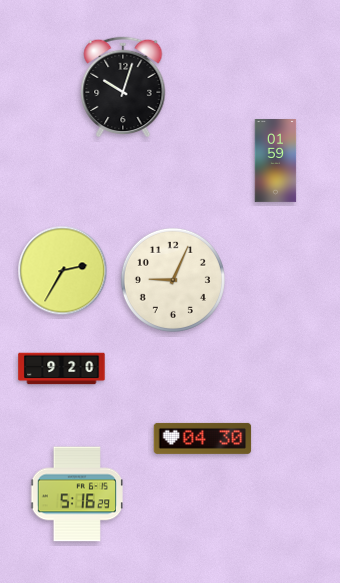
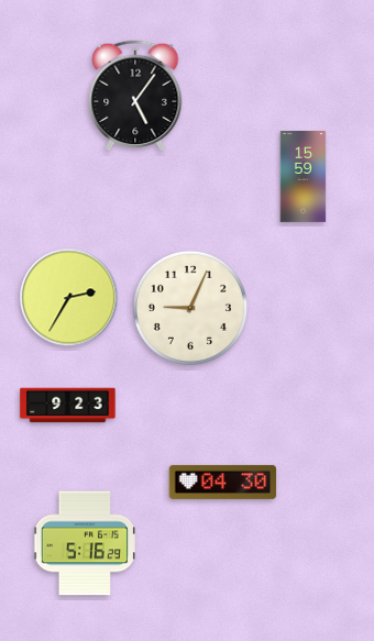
clock at (123, 87): 10:03 -> 5:06
clock at (276, 161): 01:59 -> 15:59
clock at (62, 369): 9:20 -> 9:23
